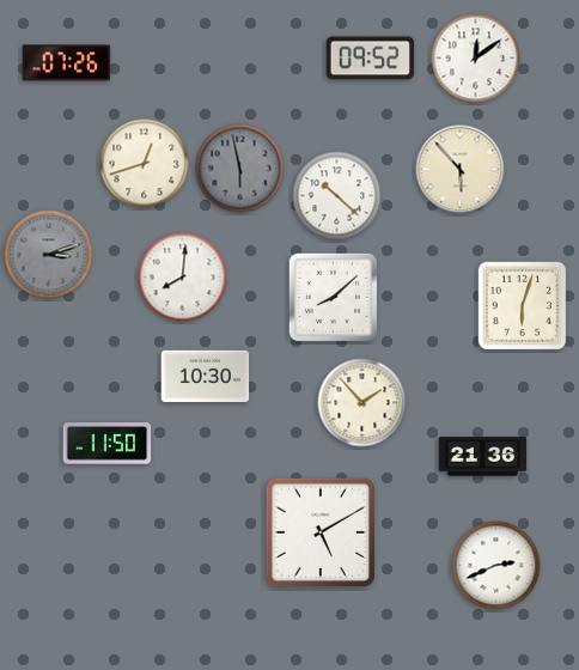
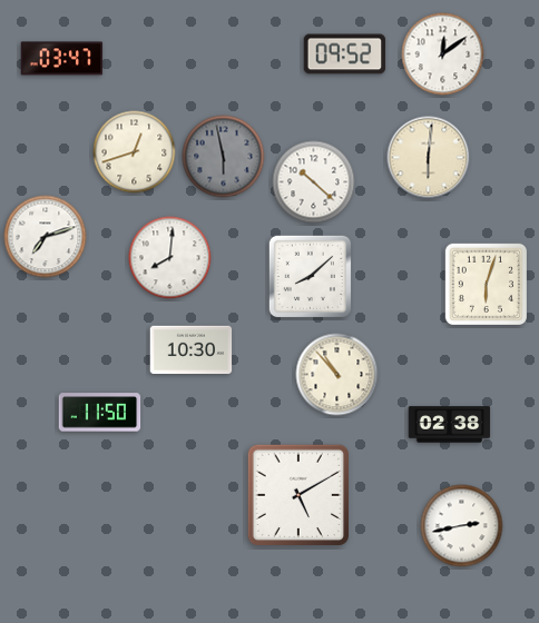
clock at (67, 63): 07:26 -> 03:47
clock at (461, 170): 5:53 -> 6:01
clock at (49, 255): 3:12 -> 7:12
clock at (49, 255) dial: grey -> white
clock at (362, 403): 1:53 -> 10:53
clock at (483, 457): 21:36 -> 02:38
clock at (496, 566): 2:41 -> 2:43
